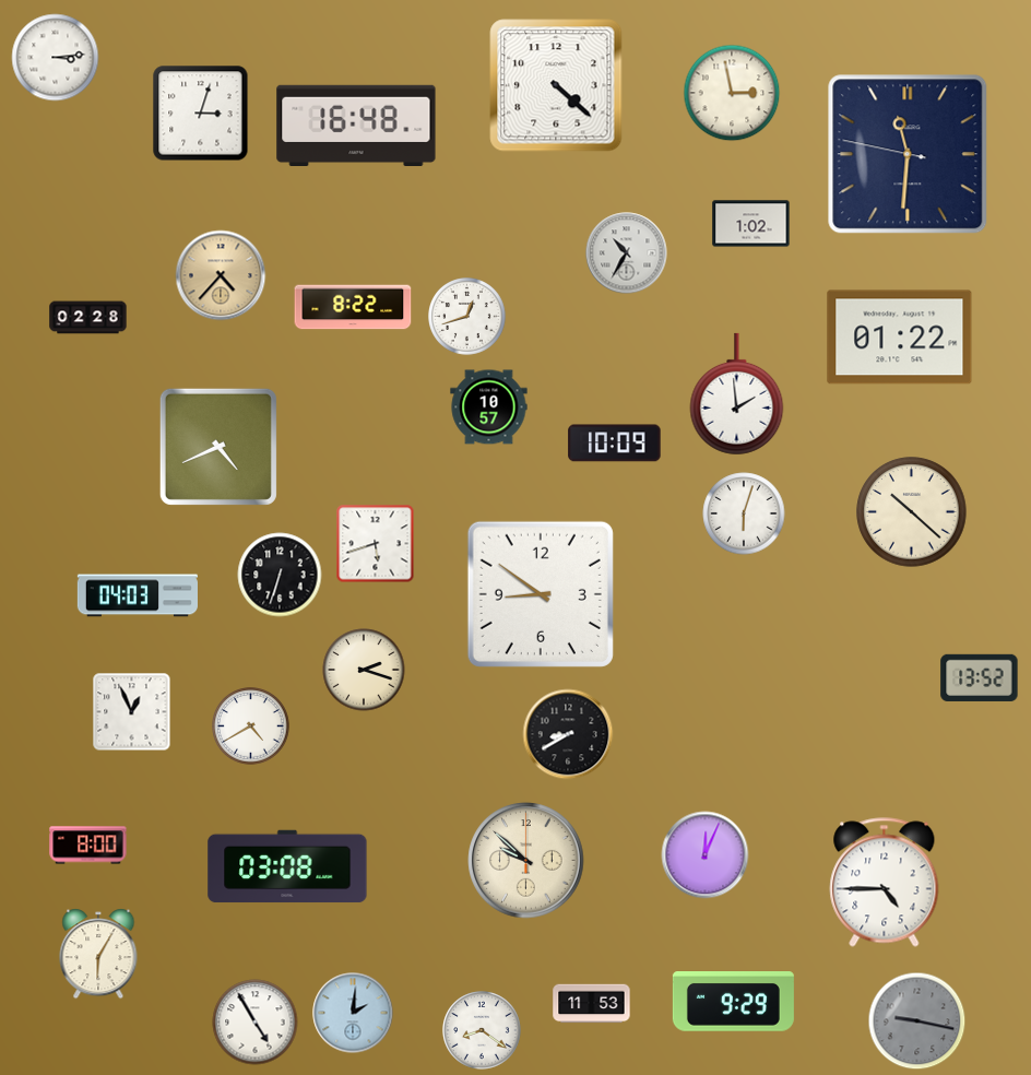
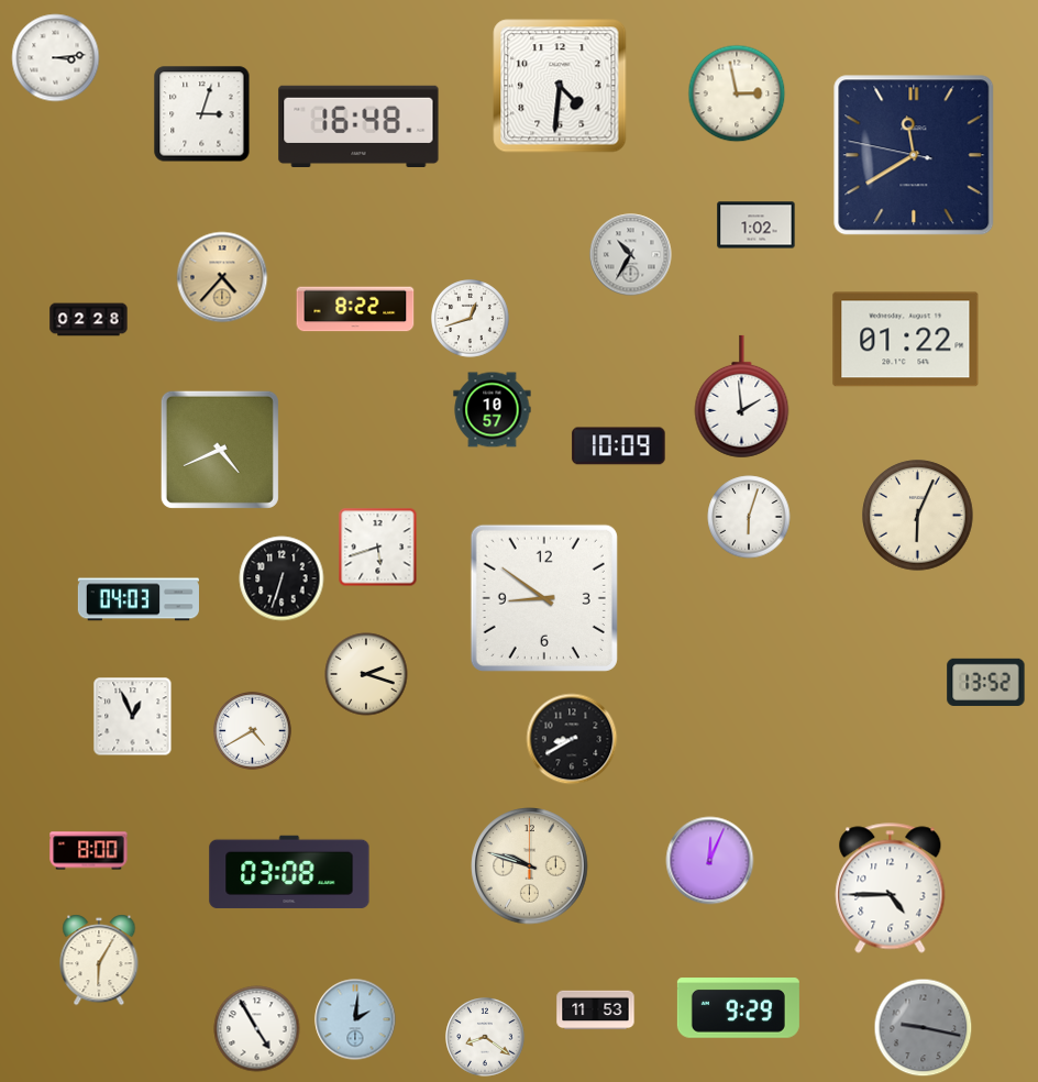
clock at (556, 85): 4:22 -> 4:31
clock at (908, 154): 11:30 -> 11:39
clock at (912, 512): 10:22 -> 6:04
clock at (526, 861): 9:52 -> 9:48
